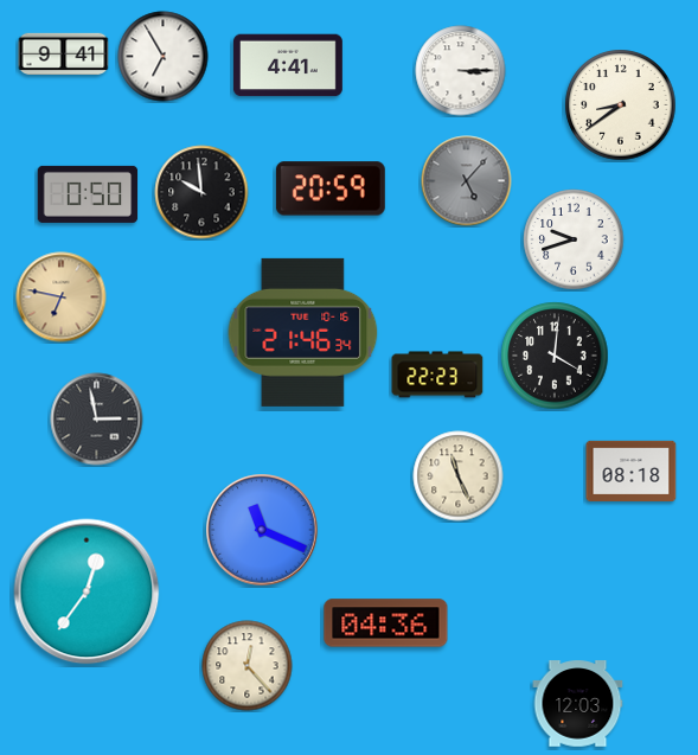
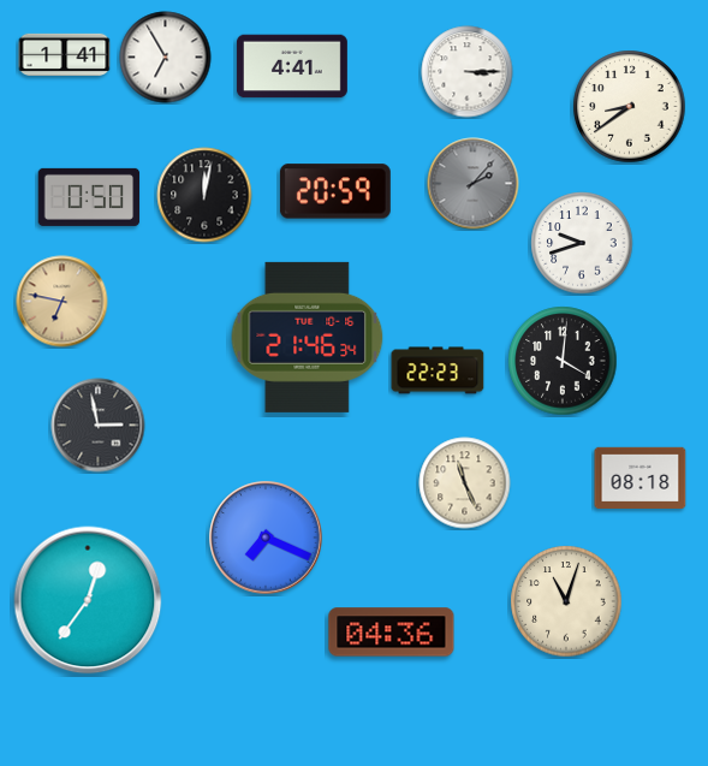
clock at (64, 53): 9:41 -> 1:41
clock at (467, 181): 5:07 -> 2:07
clock at (201, 192): 9:59 -> 12:02
clock at (437, 375) position: (437, 375) -> (438, 370)
clock at (262, 530): 11:19 -> 7:19
clock at (566, 601): none -> 11:03
clock at (248, 666): 12:23 -> none
clock at (578, 704): 12:03 -> none
